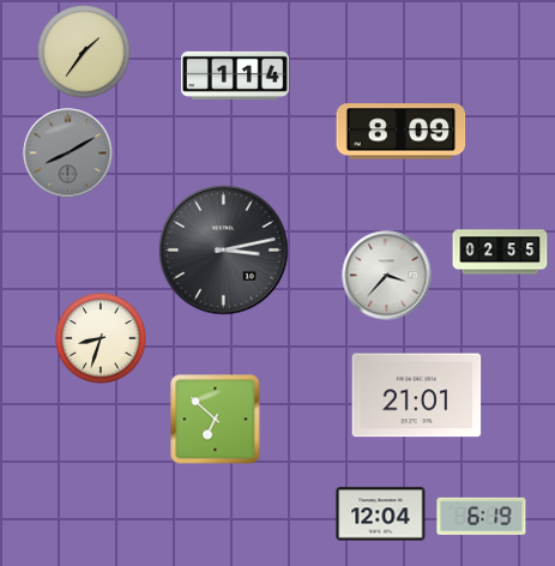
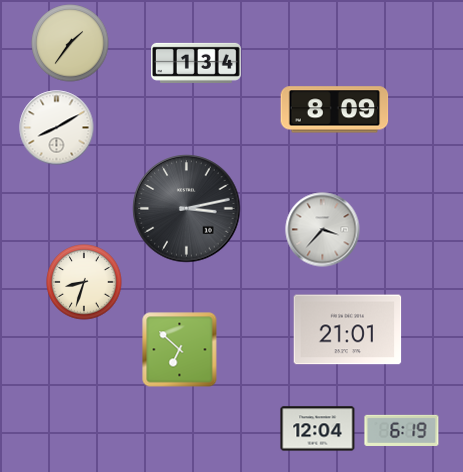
clock at (236, 76): 1:14 -> 1:34
clock at (68, 153) dial: grey -> white
clock at (500, 252): 02:55 -> none
